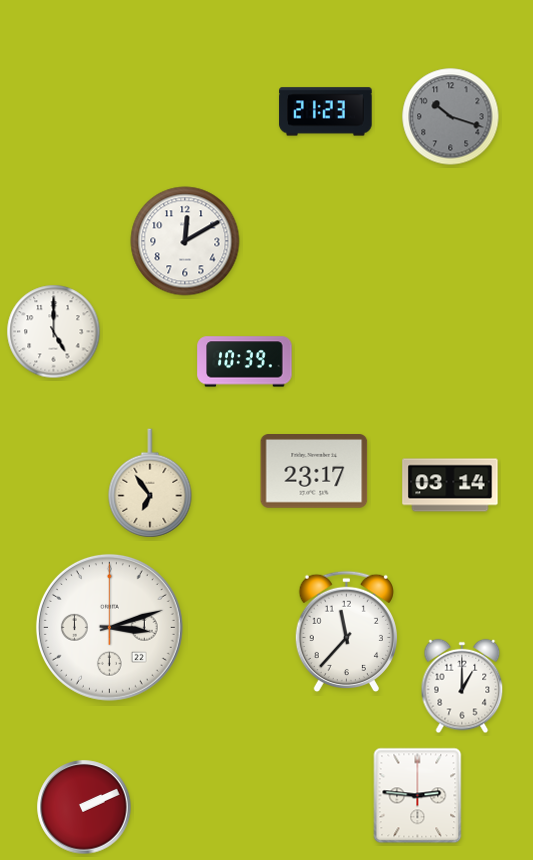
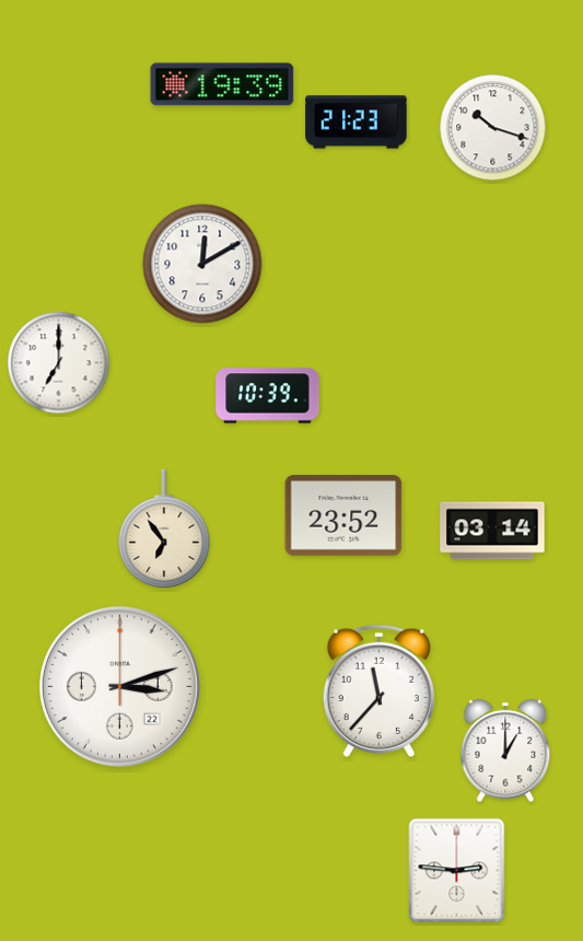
clock at (222, 84): none -> 19:39
clock at (451, 117) dial: grey -> white
clock at (54, 332): 5:00 -> 7:00
clock at (314, 472): 23:17 -> 23:52
clock at (84, 807): 2:11 -> none
